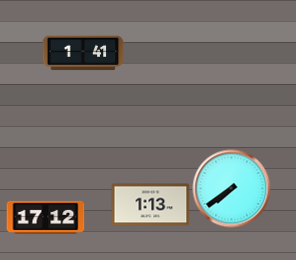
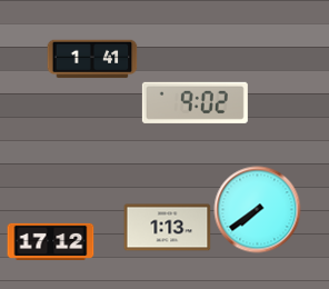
clock at (195, 102): none -> 9:02
